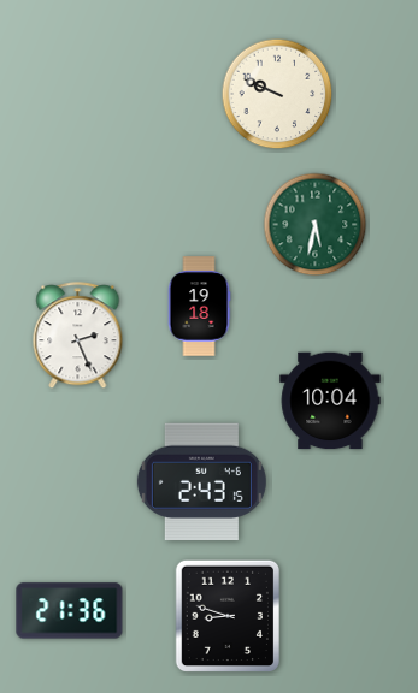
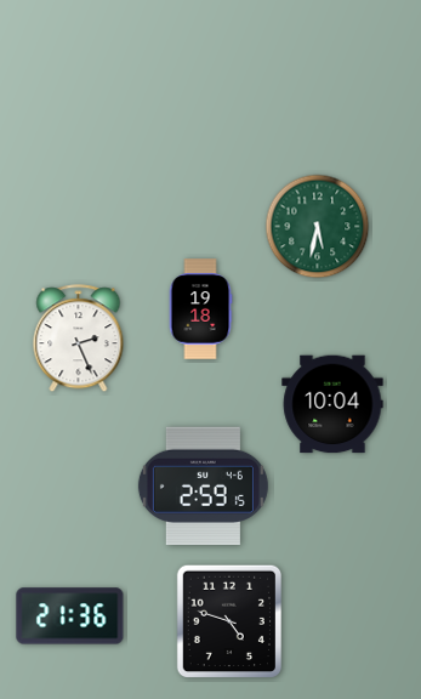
clock at (277, 94): 9:49 -> none
clock at (201, 482): 2:43 -> 2:59
clock at (226, 615): 8:48 -> 4:48
